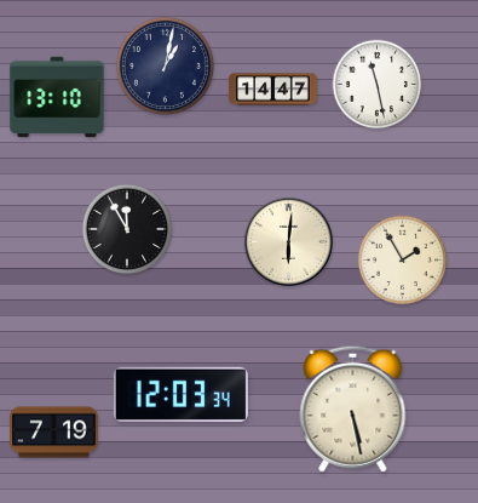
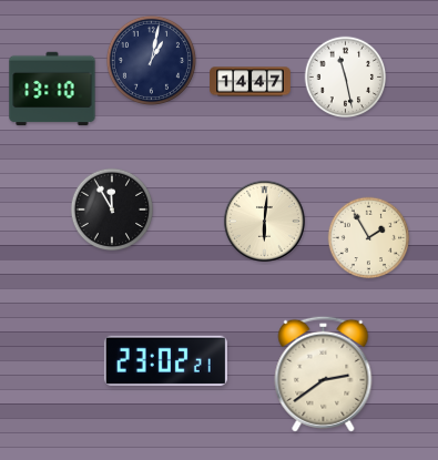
clock at (127, 229) position: (127, 229) -> (112, 209)
clock at (180, 394): 12:03 -> 23:02
clock at (353, 408): 5:28 -> 2:39
clock at (54, 433): 7:19 -> none
